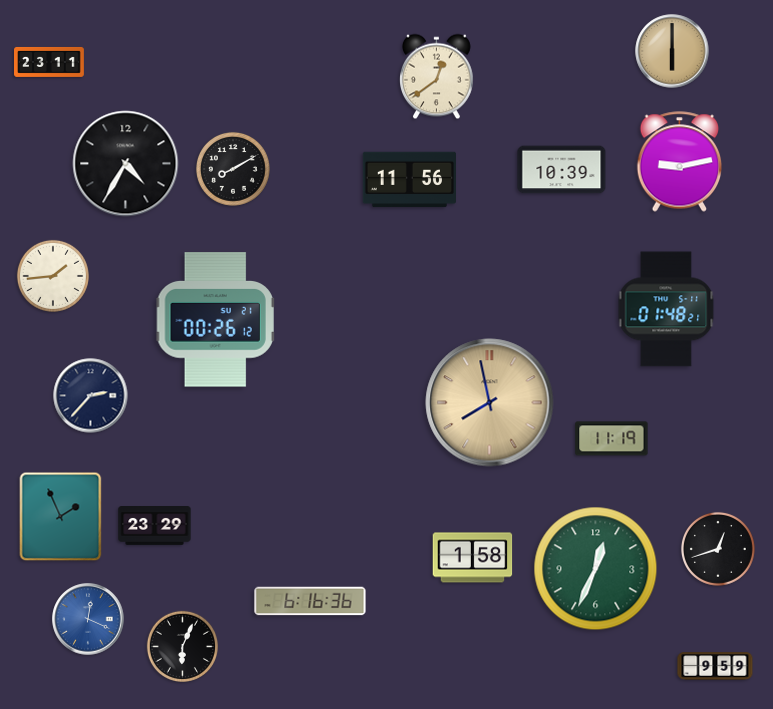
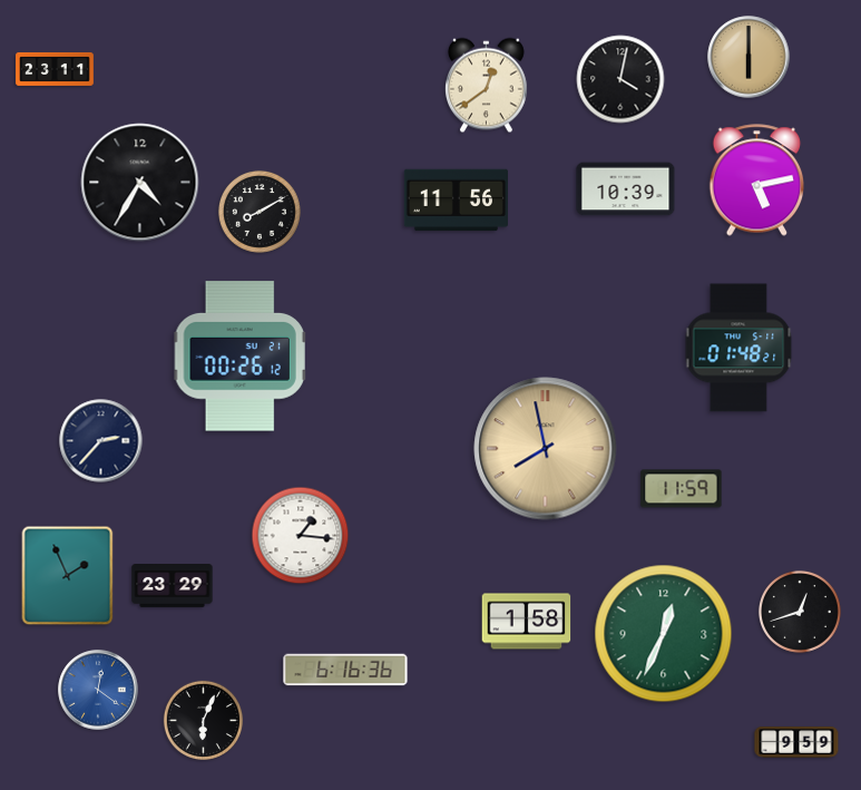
clock at (620, 79): none -> 4:02
clock at (680, 162): 9:13 -> 5:13
clock at (233, 169) position: (233, 169) -> (260, 212)
clock at (53, 276): 1:44 -> none
clock at (666, 309) position: (666, 309) -> (738, 348)
clock at (612, 439): 11:19 -> 11:59
clock at (301, 536): none -> 1:16
clock at (88, 619): 12:19 -> 12:21
